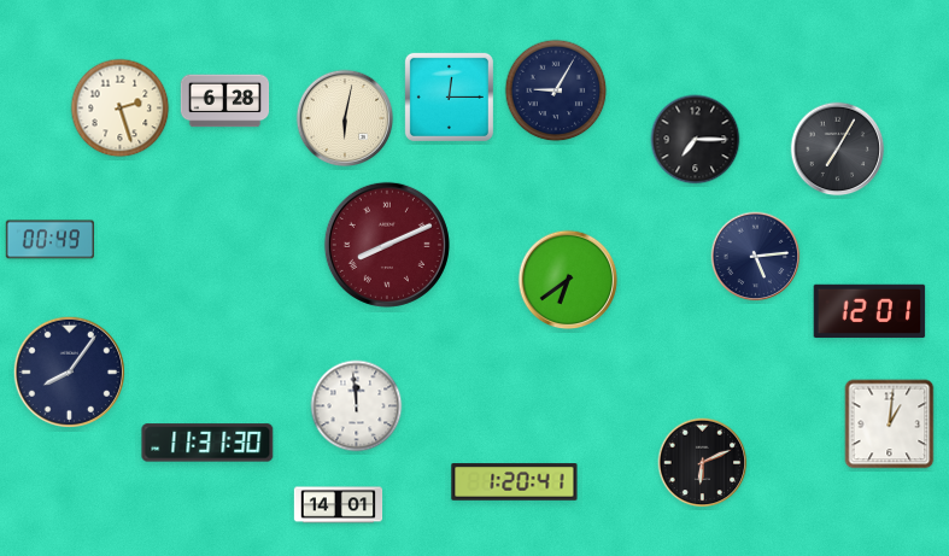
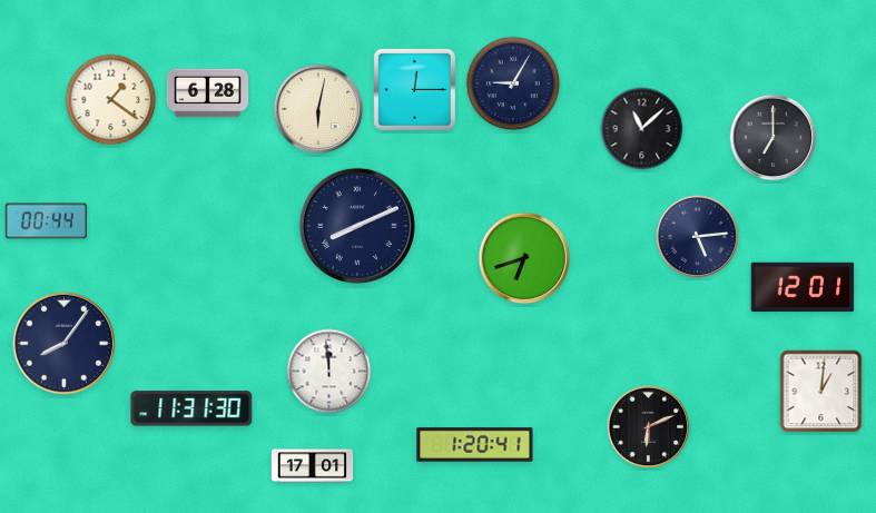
clock at (121, 109): 2:27 -> 1:21
clock at (696, 140): 7:15 -> 11:08
clock at (838, 150): 7:05 -> 7:00
clock at (49, 240): 00:49 -> 00:44
clock at (387, 245) dial: burgundy -> navy
clock at (568, 280): 6:39 -> 6:42
clock at (357, 406) position: (357, 406) -> (329, 372)
clock at (339, 505): 14:01 -> 17:01
